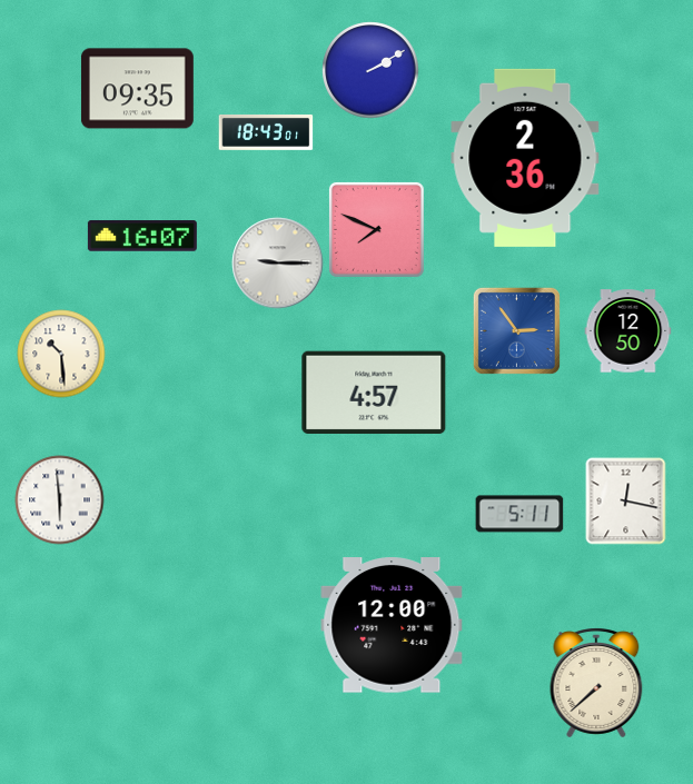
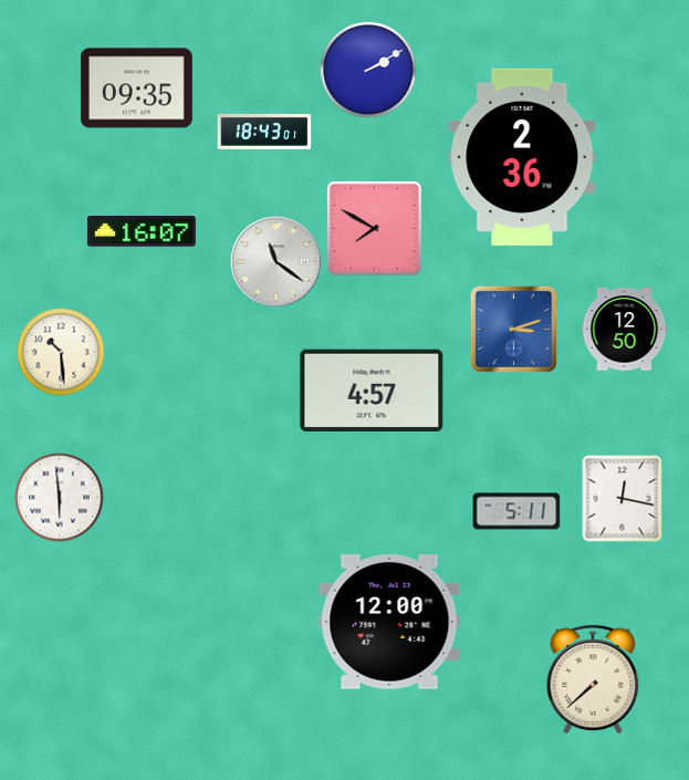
clock at (376, 229): 7:49 -> 7:50
clock at (142, 236) position: (142, 236) -> (142, 231)
clock at (277, 262): 9:15 -> 11:21
clock at (516, 330): 2:54 -> 3:12
